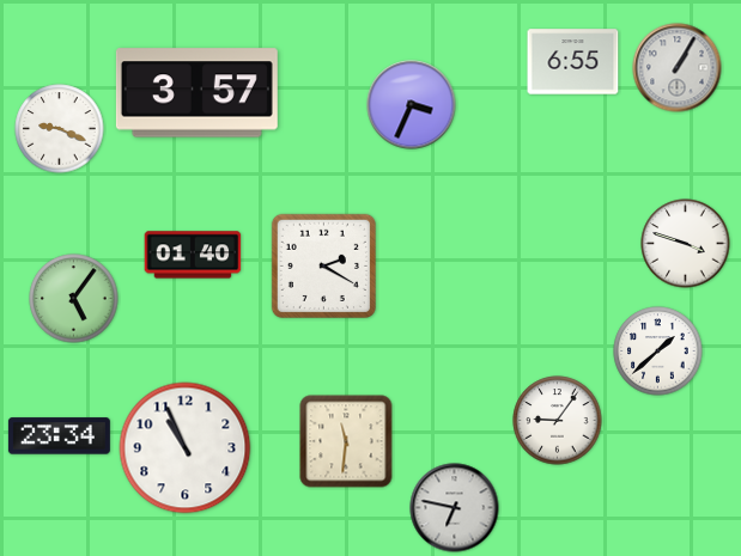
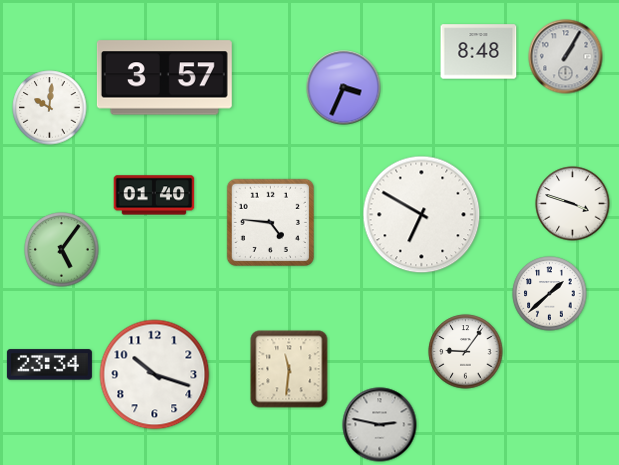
clock at (573, 62): 6:55 -> 8:48
clock at (60, 129): 9:19 -> 10:01
clock at (193, 255) position: (193, 255) -> (154, 195)
clock at (422, 215): none -> 6:50
clock at (323, 265): 2:20 -> 4:46
clock at (186, 448): 10:56 -> 10:18
clock at (455, 508): 6:47 -> 2:47
